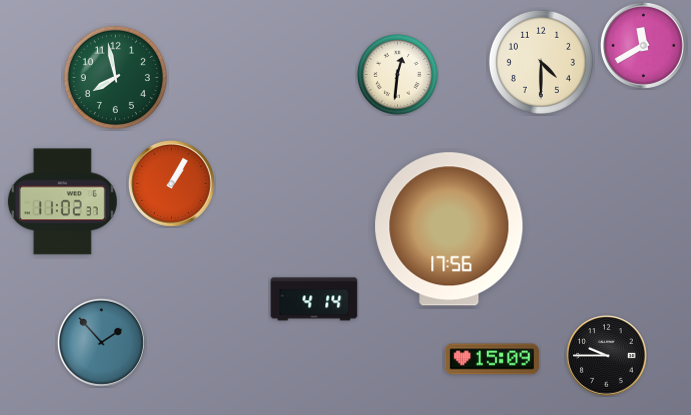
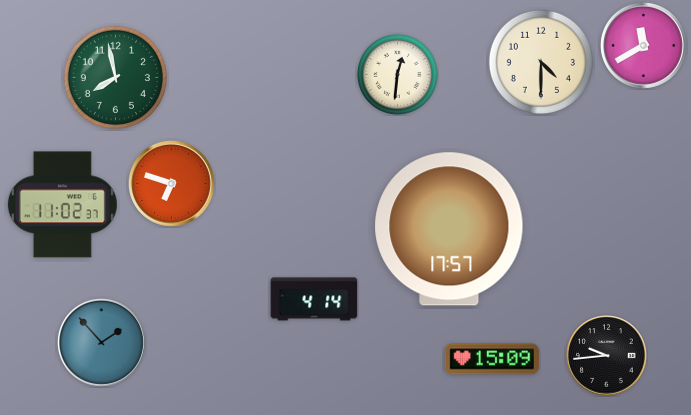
clock at (171, 183): 1:05 -> 6:48
clock at (62, 202) position: (62, 202) -> (62, 205)
clock at (449, 229): 17:56 -> 17:57
clock at (607, 356): 9:45 -> 9:44
